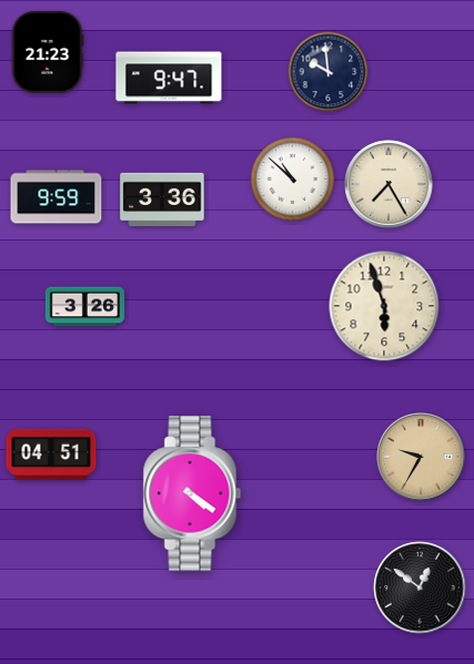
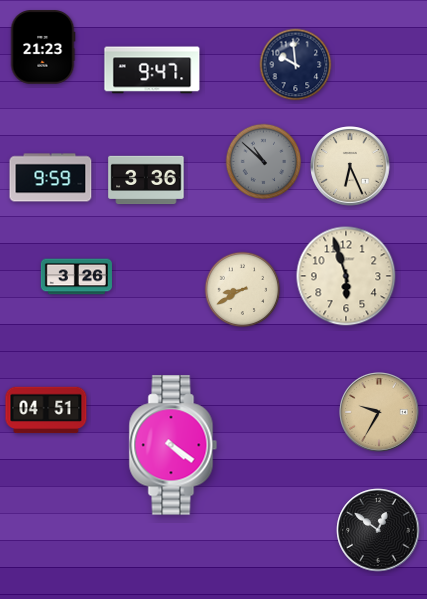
clock at (293, 180) dial: white -> grey
clock at (389, 184): 7:25 -> 6:26
clock at (243, 290): none -> 8:40
